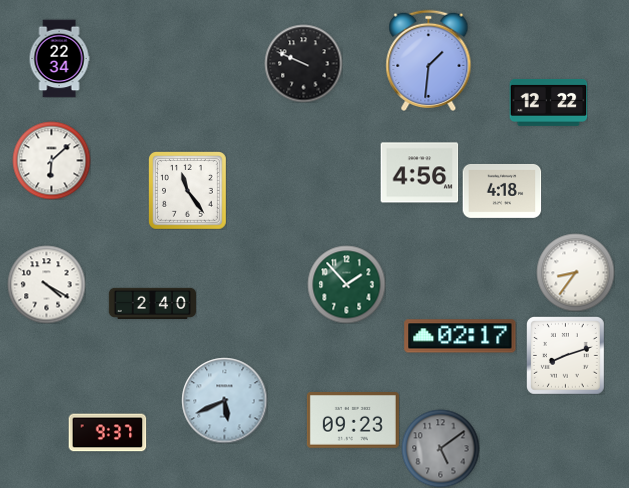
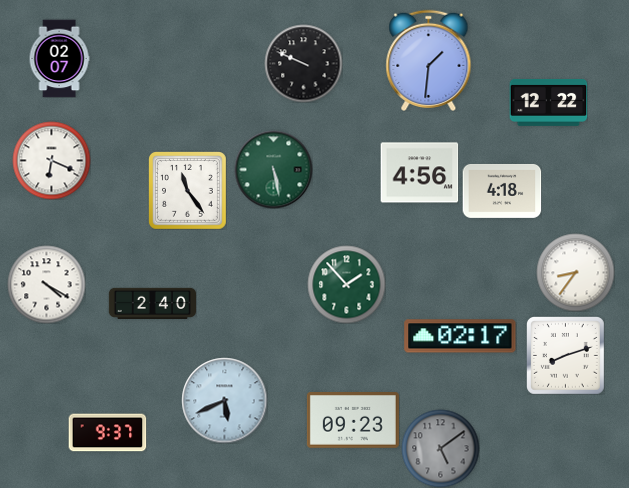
clock at (59, 58): 22:34 -> 02:07
clock at (51, 160): 6:08 -> 6:19
clock at (273, 169): none -> 5:28
